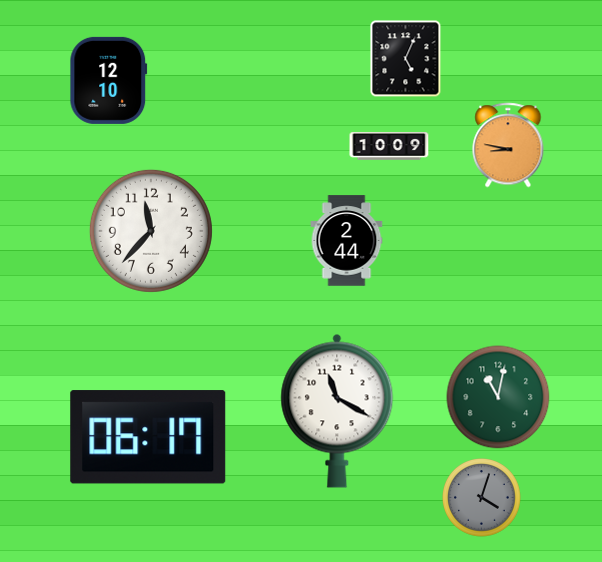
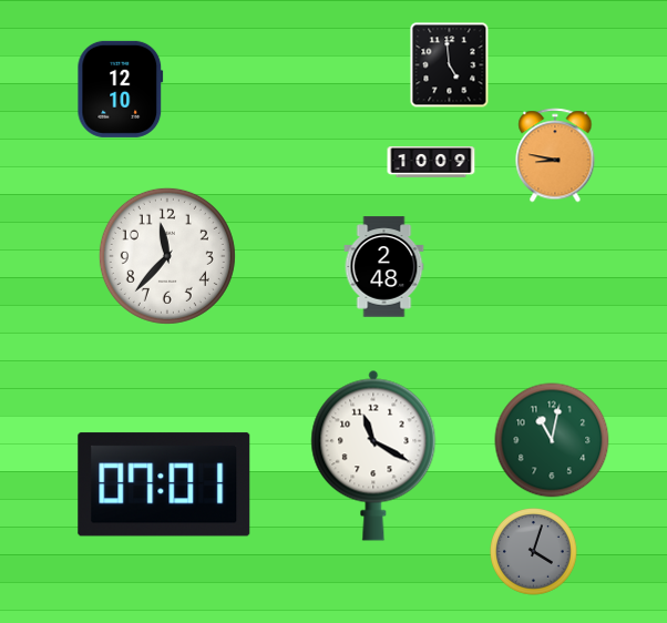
clock at (406, 59): 5:04 -> 4:59
clock at (508, 145) position: (508, 145) -> (555, 155)
clock at (347, 241): 2:44 -> 2:48
clock at (148, 437): 06:17 -> 07:01
